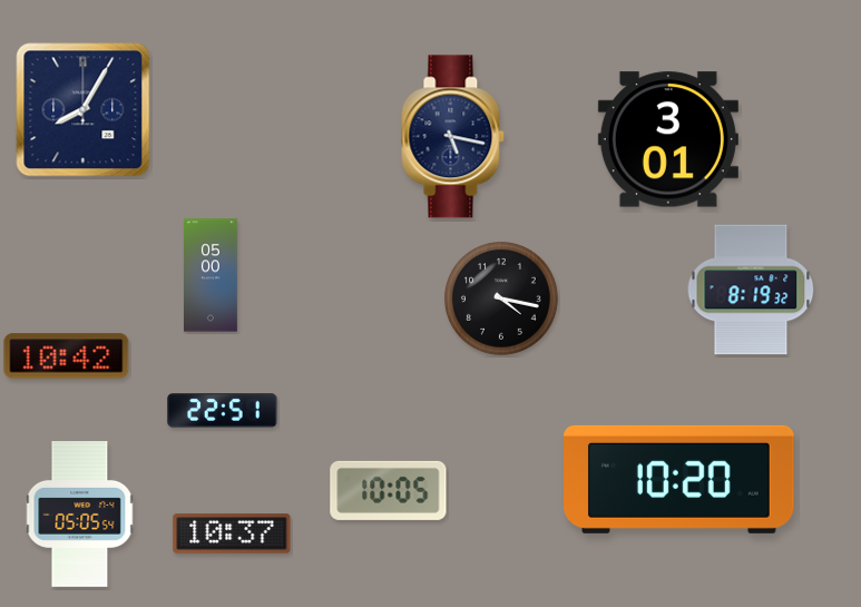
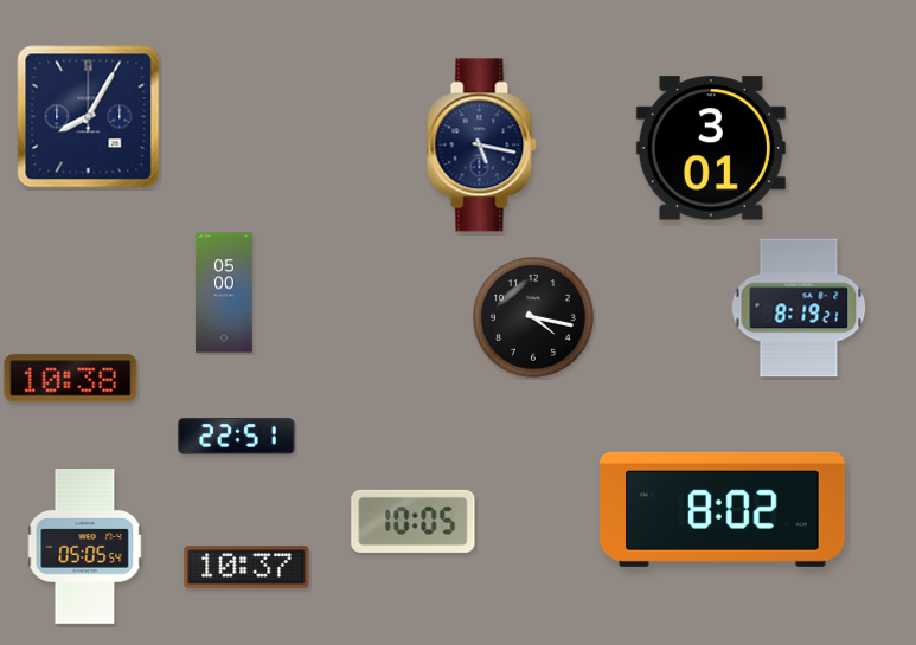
clock at (751, 290): 8:19:32 -> 8:19:21
clock at (67, 356): 10:42 -> 10:38
clock at (679, 479): 10:20 -> 8:02
